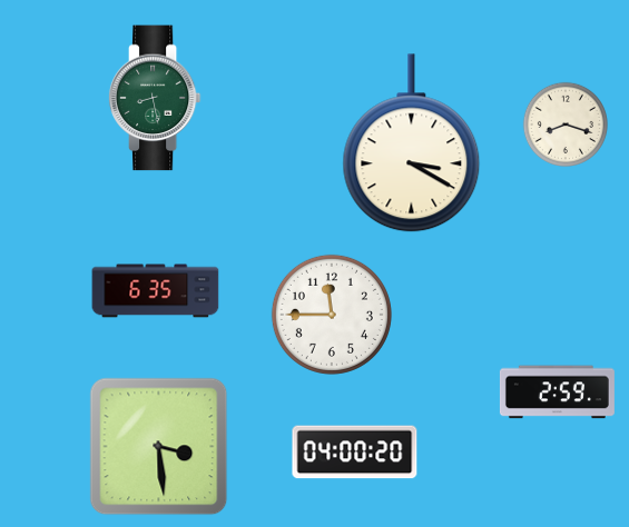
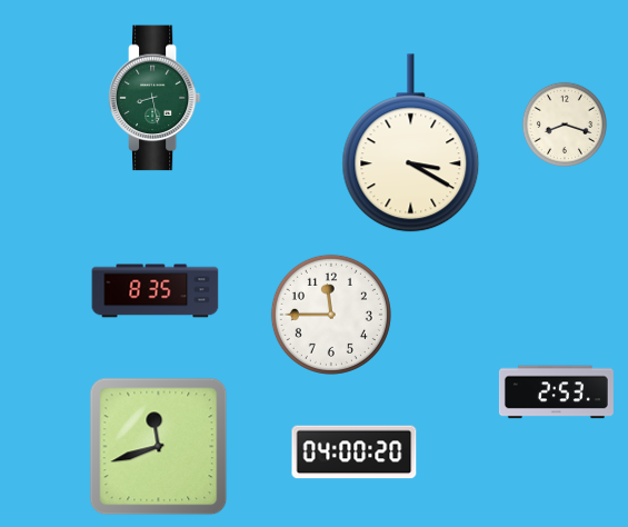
clock at (156, 291): 6:35 -> 8:35
clock at (557, 392): 2:59 -> 2:53
clock at (159, 447): 3:29 -> 11:42
